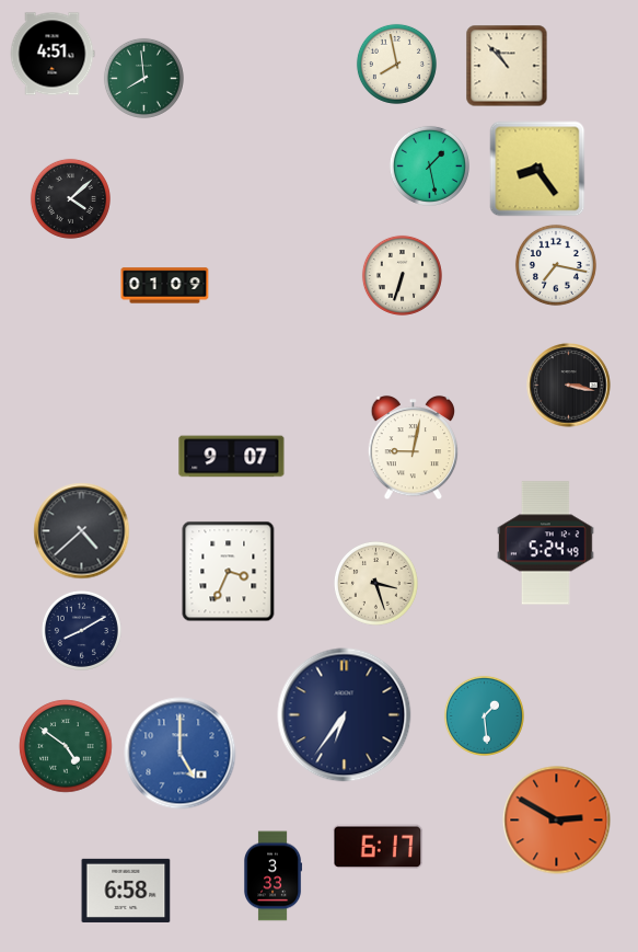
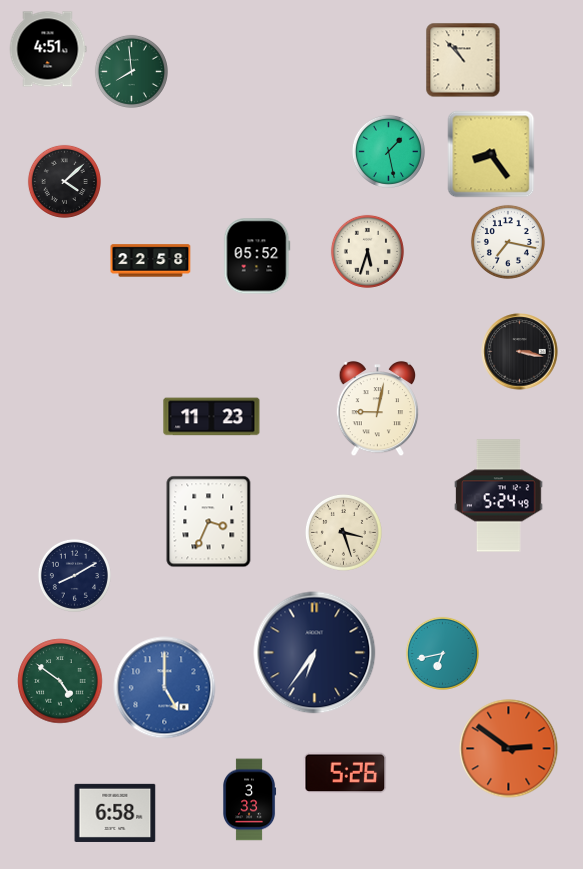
clock at (396, 64): 7:58 -> none
clock at (429, 165) position: (429, 165) -> (388, 151)
clock at (402, 275): 6:33 -> 5:33
clock at (257, 256): none -> 05:52
clock at (165, 286): 01:09 -> 22:58
clock at (232, 457): 9:07 -> 11:23
clock at (82, 531): 4:38 -> none
clock at (484, 715): 1:29 -> 6:43
clock at (557, 821): 2:50 -> 2:51
clock at (378, 847): 6:17 -> 5:26
